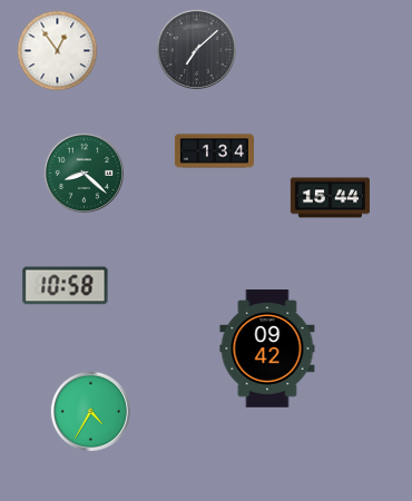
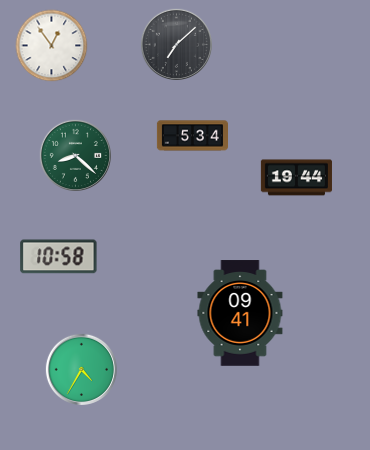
clock at (214, 151): 1:34 -> 5:34
clock at (330, 198): 15:44 -> 19:44
clock at (267, 348): 09:42 -> 09:41
